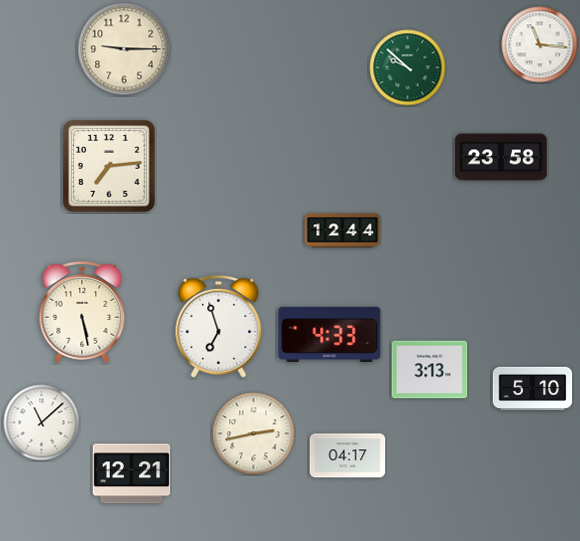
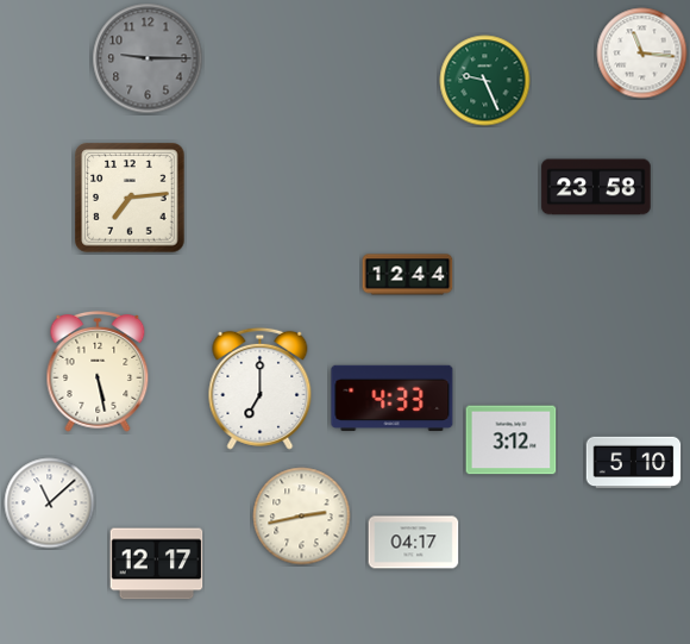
clock at (124, 49) dial: cream -> grey
clock at (408, 68): 9:52 -> 9:26
clock at (219, 326): 6:57 -> 7:00
clock at (430, 370): 3:13 -> 3:12
clock at (132, 474): 12:21 -> 12:17
